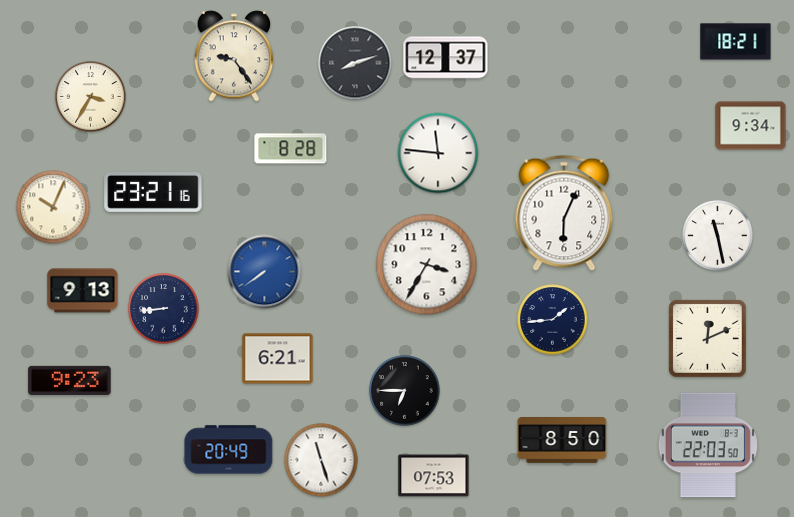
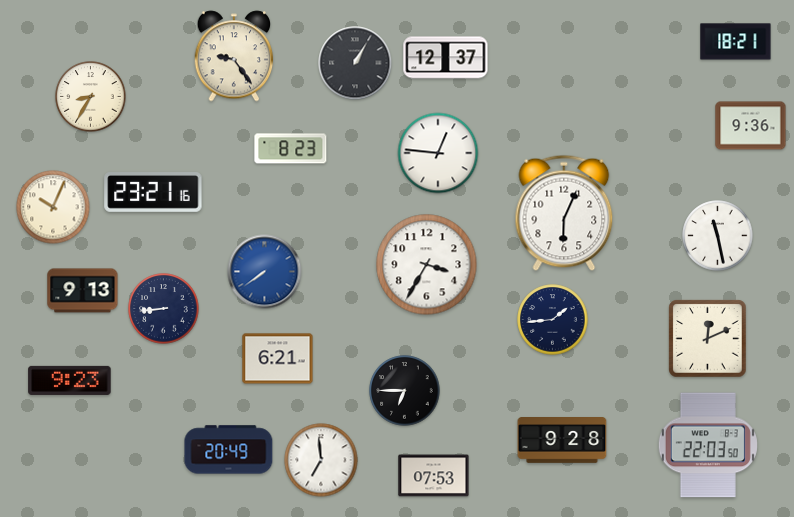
clock at (355, 63): 8:12 -> 1:05
clock at (91, 97): 3:35 -> 8:35
clock at (751, 126): 9:34 -> 9:36
clock at (291, 149): 8:28 -> 8:23
clock at (438, 153): 11:46 -> 12:46
clock at (562, 441): 8:50 -> 9:28
clock at (321, 460): 11:27 -> 6:59
